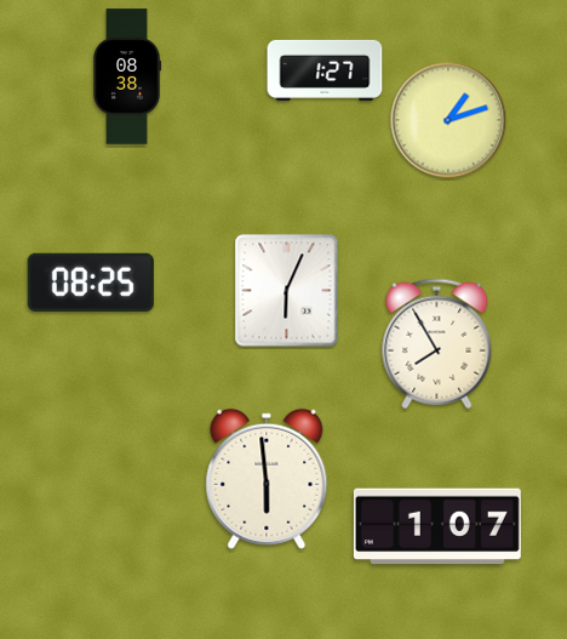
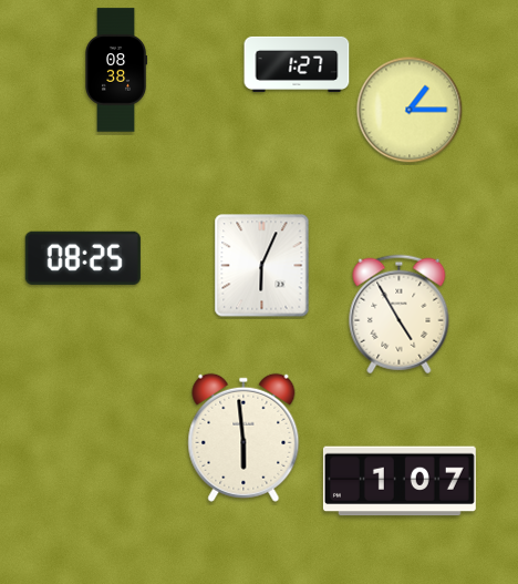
clock at (448, 120): 1:12 -> 1:15
clock at (437, 344): 7:55 -> 4:55
